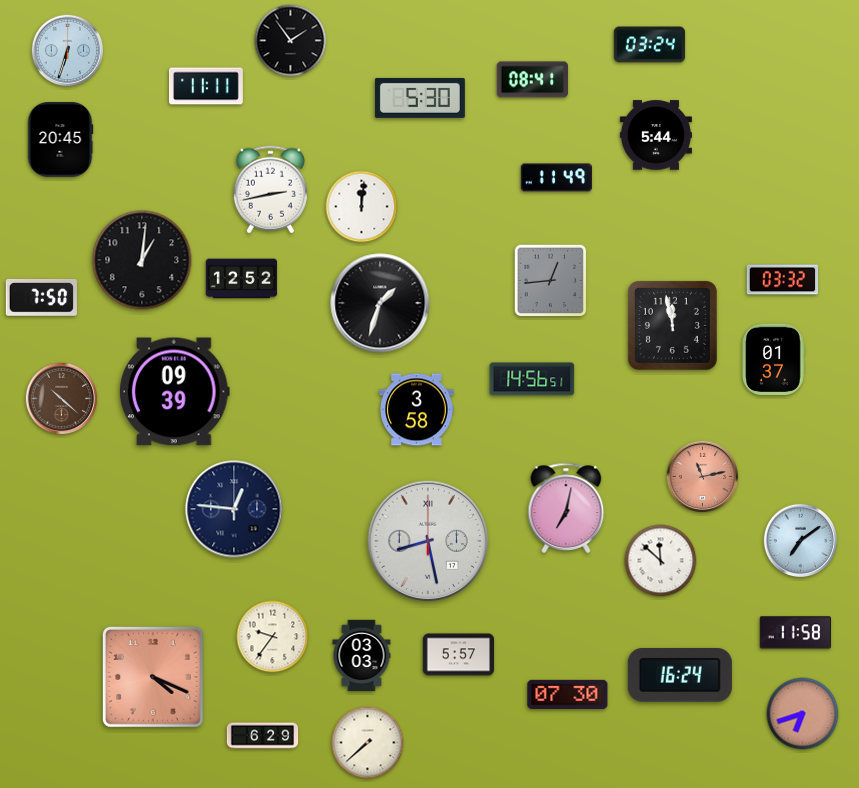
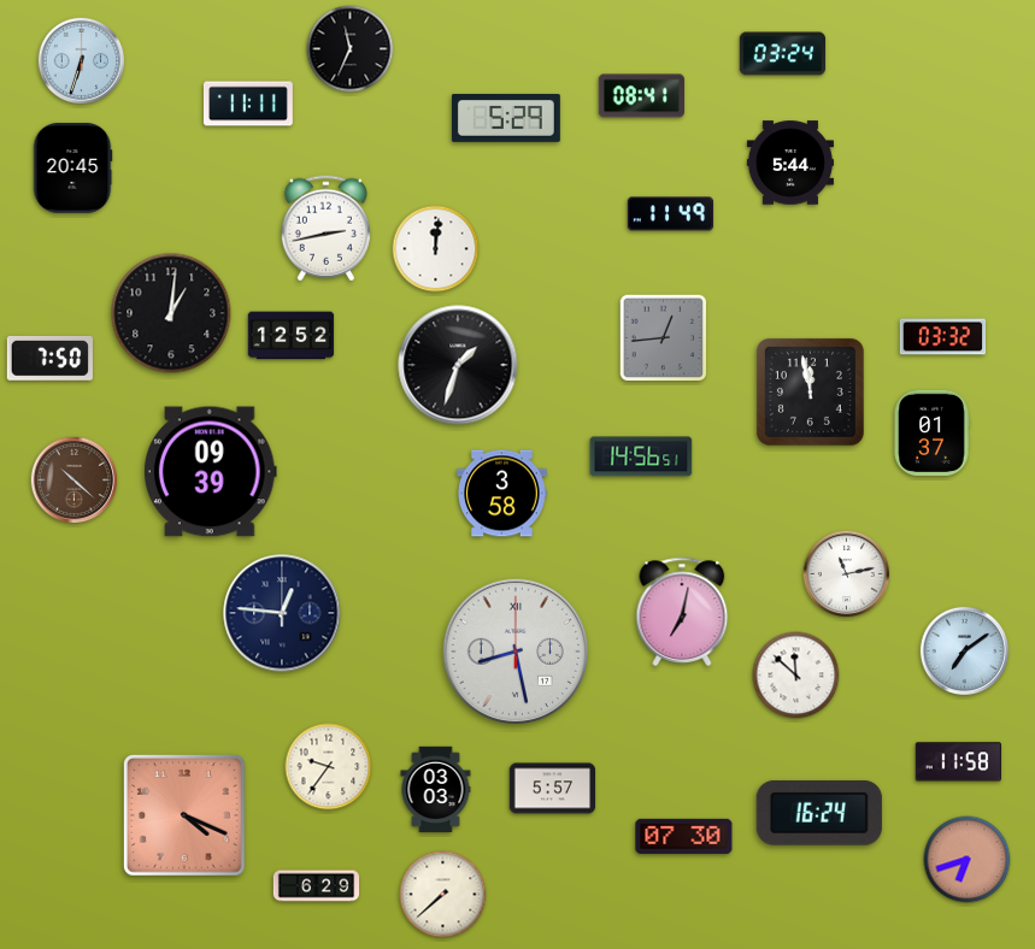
clock at (291, 41): 1:54 -> 11:34
clock at (420, 98): 5:30 -> 5:29
clock at (703, 477) dial: salmon -> white
